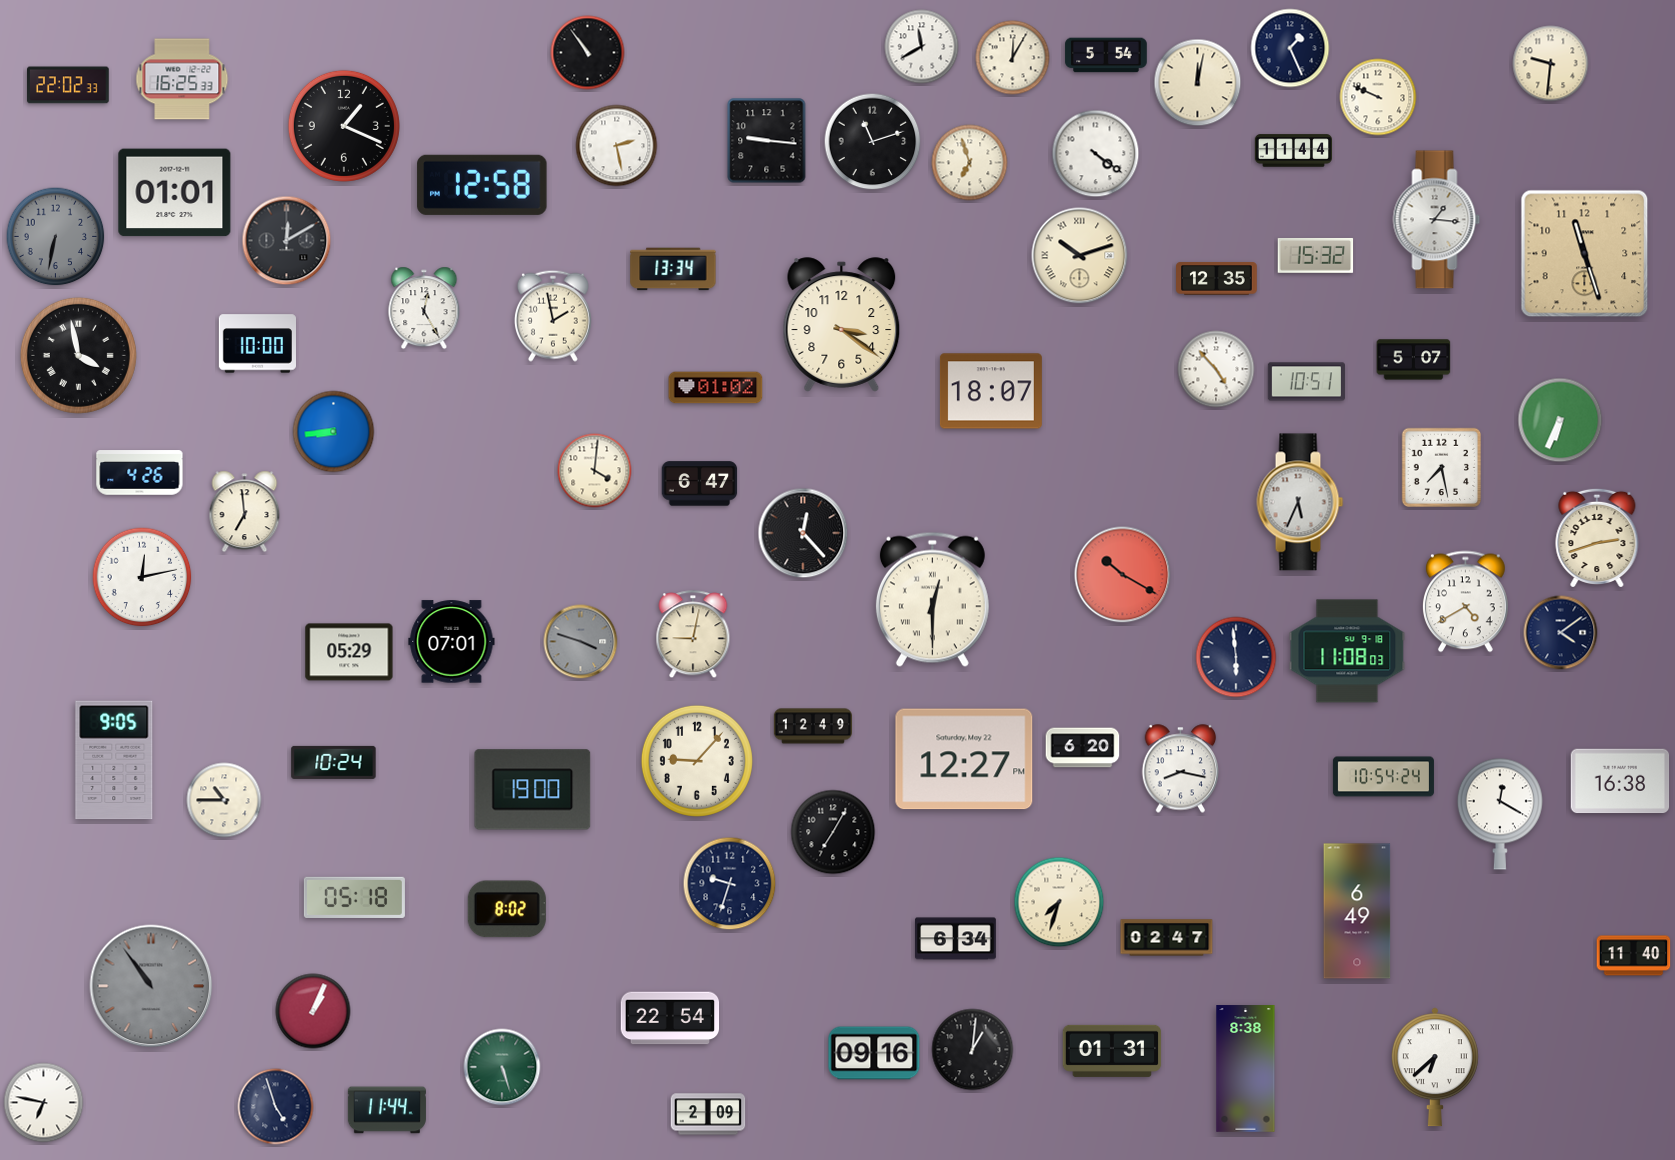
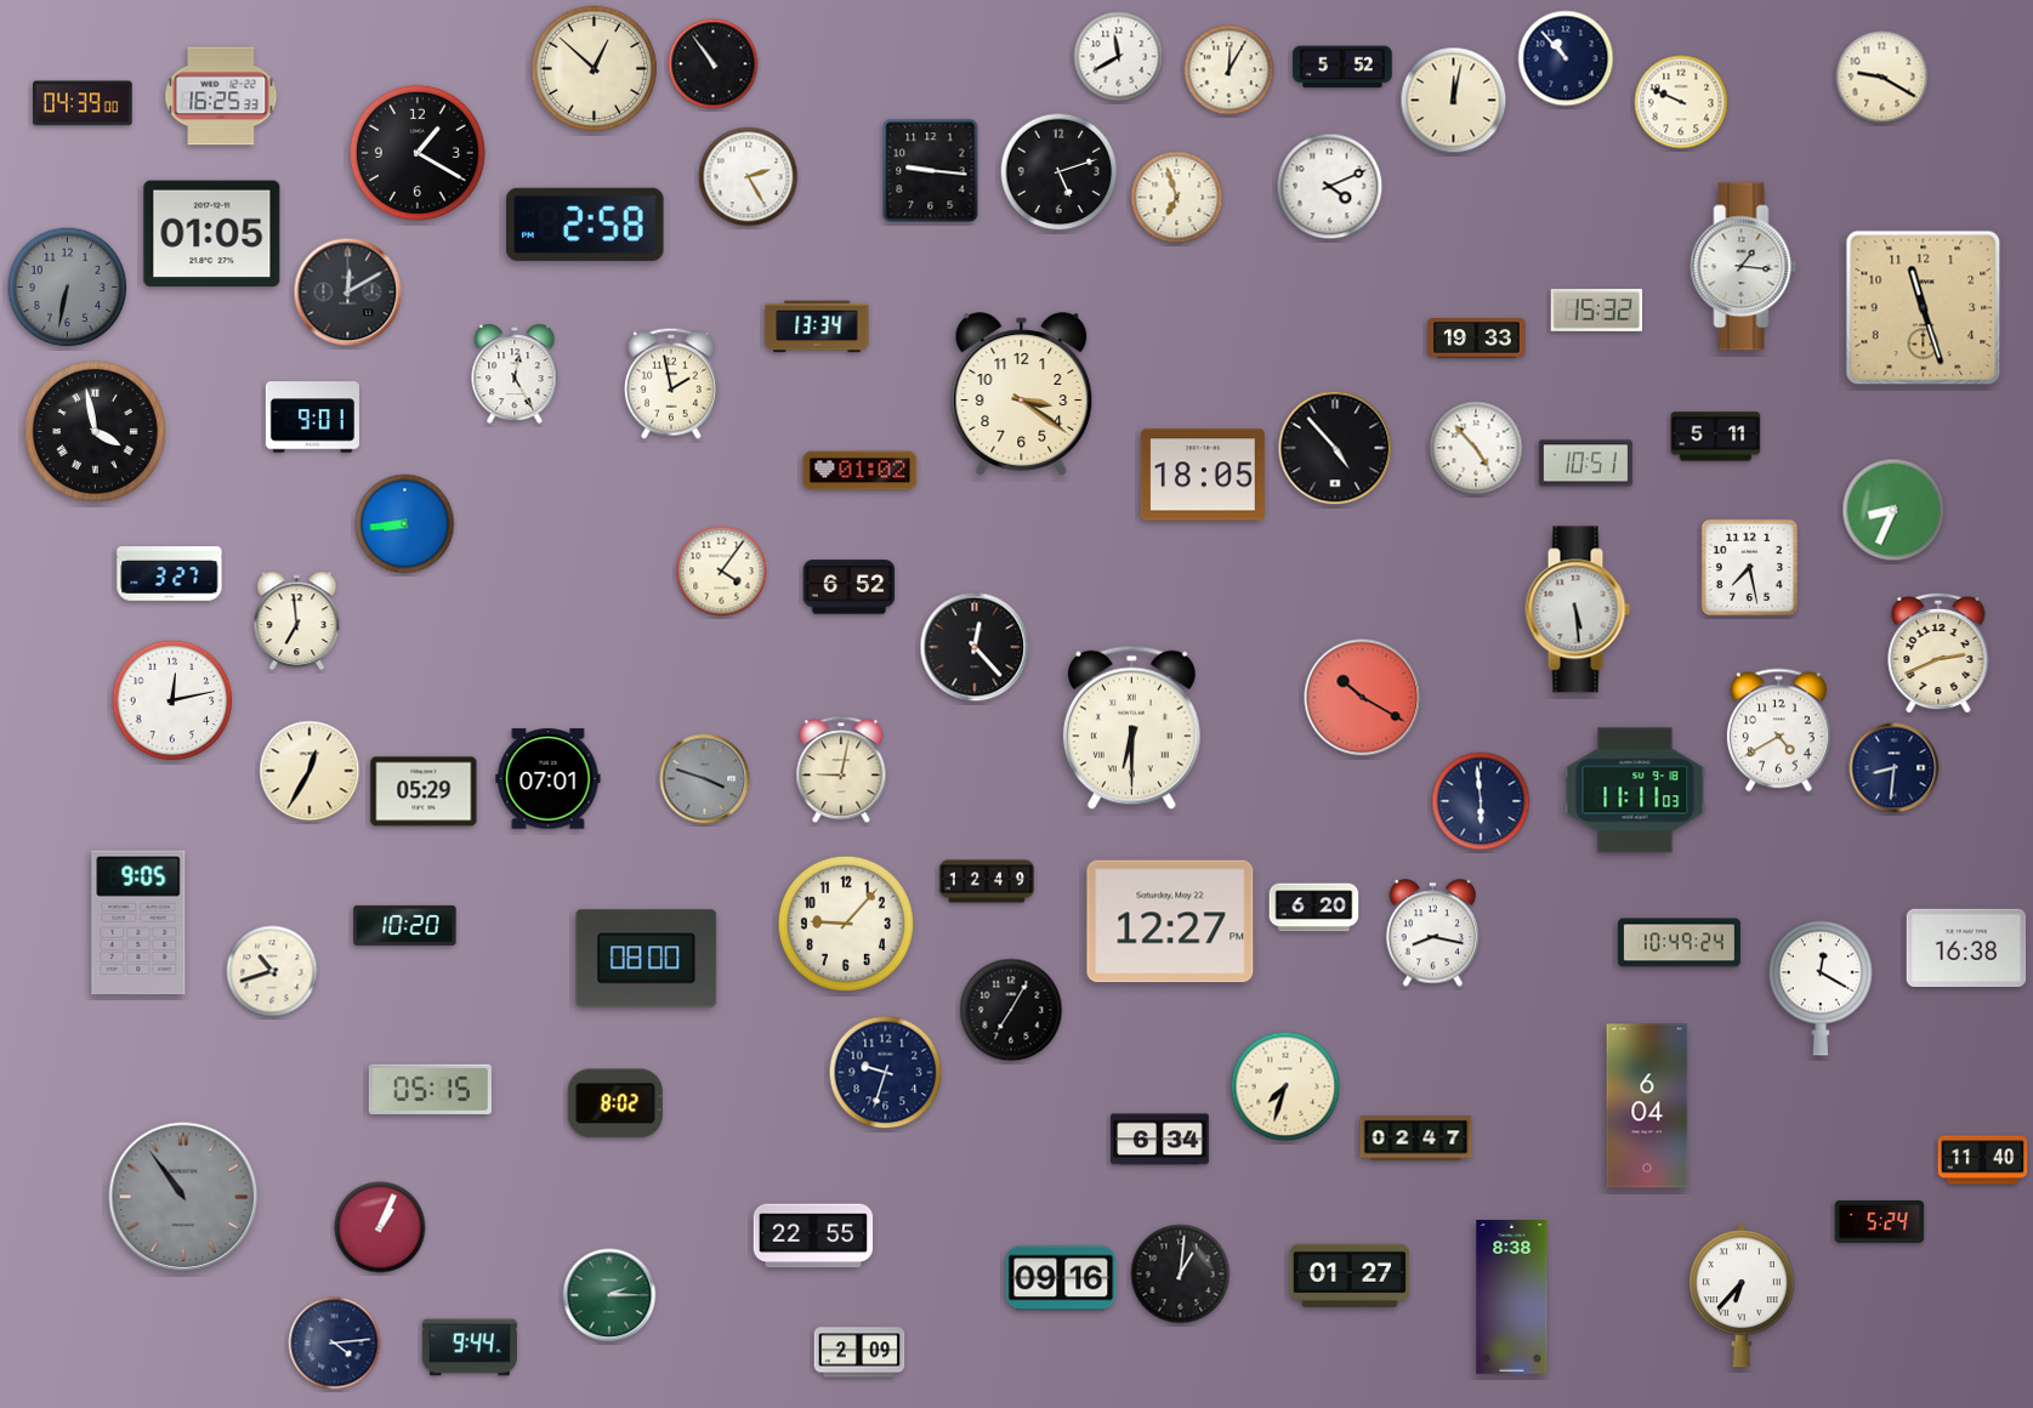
clock at (1290, 48): 1:26 -> 10:53
clock at (1106, 55): 5:54 -> 5:52
clock at (595, 69): none -> 12:52
clock at (1551, 64): 9:31 -> 9:20
clock at (69, 85): 22:02 -> 04:39
clock at (1378, 97) position: (1378, 97) -> (1681, 102)
clock at (344, 126): 1:19 -> 1:20
clock at (873, 142): 11:12 -> 5:12
clock at (617, 146): 2:28 -> 2:25
clock at (1293, 151): 11:44 -> none
clock at (1096, 154): 4:21 -> 4:11
clock at (482, 185): 12:58 -> 2:58
clock at (175, 193): 01:01 -> 01:05
clock at (1080, 256): 10:12 -> none
clock at (1217, 279): 12:35 -> 19:33
clock at (257, 344): 10:00 -> 9:01
clock at (1414, 360): 5:07 -> 5:11
clock at (1335, 448): none -> 4:53
clock at (716, 388) position: (716, 388) -> (861, 471)
clock at (991, 391): 18:07 -> 18:05
clock at (1560, 420): 6:34 -> 8:34
clock at (595, 471): 4:01 -> 4:06
clock at (140, 473): 4:26 -> 3:27
clock at (700, 484): 6:47 -> 6:52
clock at (1300, 502): 5:34 -> 5:29
clock at (1597, 537): 2:42 -> 2:41
clock at (932, 599): 12:30 -> 6:30
clock at (1561, 633): 4:09 -> 8:31
clock at (310, 771): none -> 12:35
clock at (1347, 651): 11:08 -> 11:11
clock at (1236, 657) position: (1236, 657) -> (1481, 801)
clock at (334, 762): 10:24 -> 10:20
clock at (1383, 777): 10:54 -> 10:49
clock at (533, 790): 19:00 -> 08:00
clock at (224, 800): 10:45 -> 10:42
clock at (354, 897): 05:18 -> 05:15
clock at (1059, 902) position: (1059, 902) -> (1285, 1086)
clock at (1357, 911): 6:49 -> 6:04
clock at (1880, 1221): none -> 5:24
clock at (670, 1018): 22:54 -> 22:55
clock at (1112, 1051): 01:31 -> 01:27
clock at (502, 1067): 5:27 -> 2:15
clock at (1435, 1067): 6:38 -> 6:37
clock at (44, 1103): 6:47 -> none
clock at (276, 1107): 4:57 -> 4:14
clock at (387, 1110): 11:44 -> 9:44
